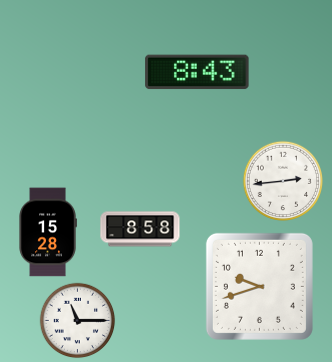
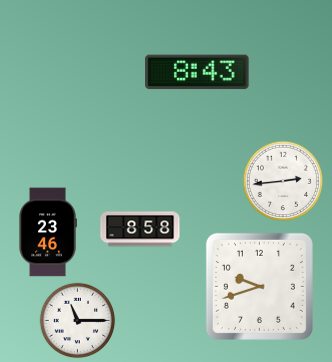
clock at (48, 232): 15:28 -> 23:46
